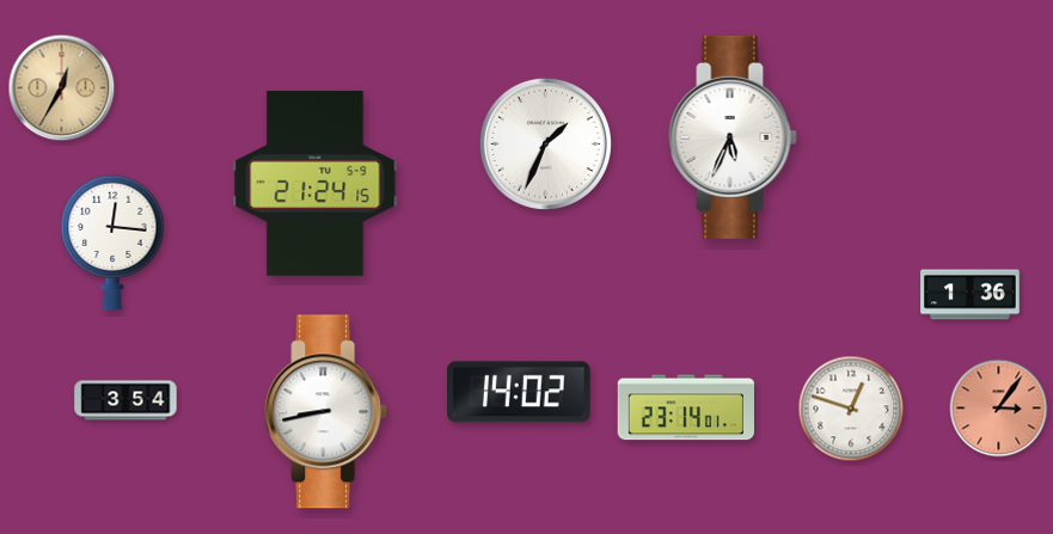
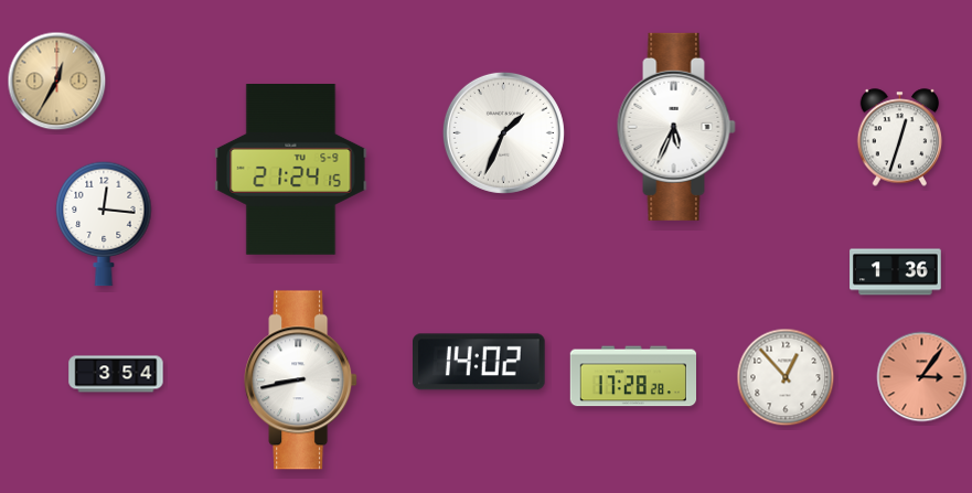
clock at (900, 138): none -> 12:33
clock at (125, 400) position: (125, 400) -> (116, 374)
clock at (685, 407): 23:14 -> 17:28
clock at (851, 409): 12:48 -> 12:53
